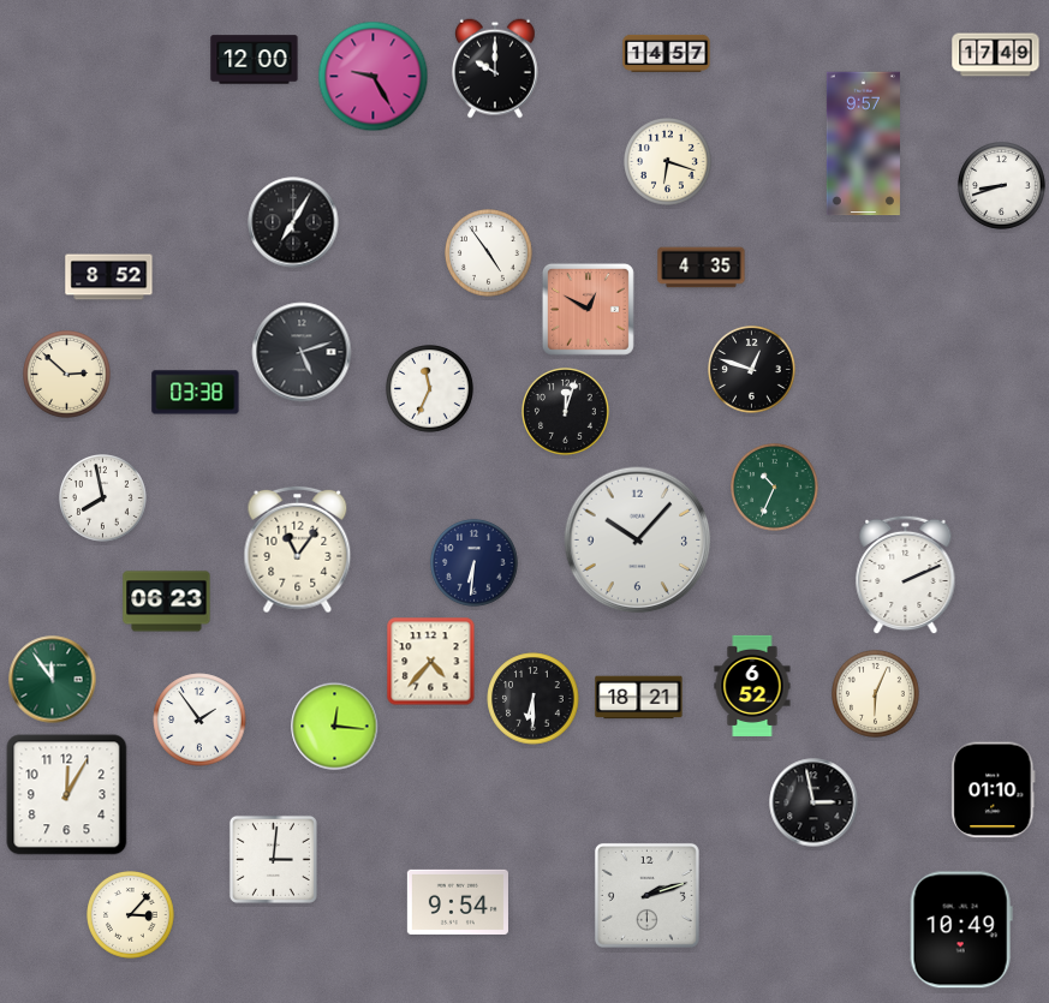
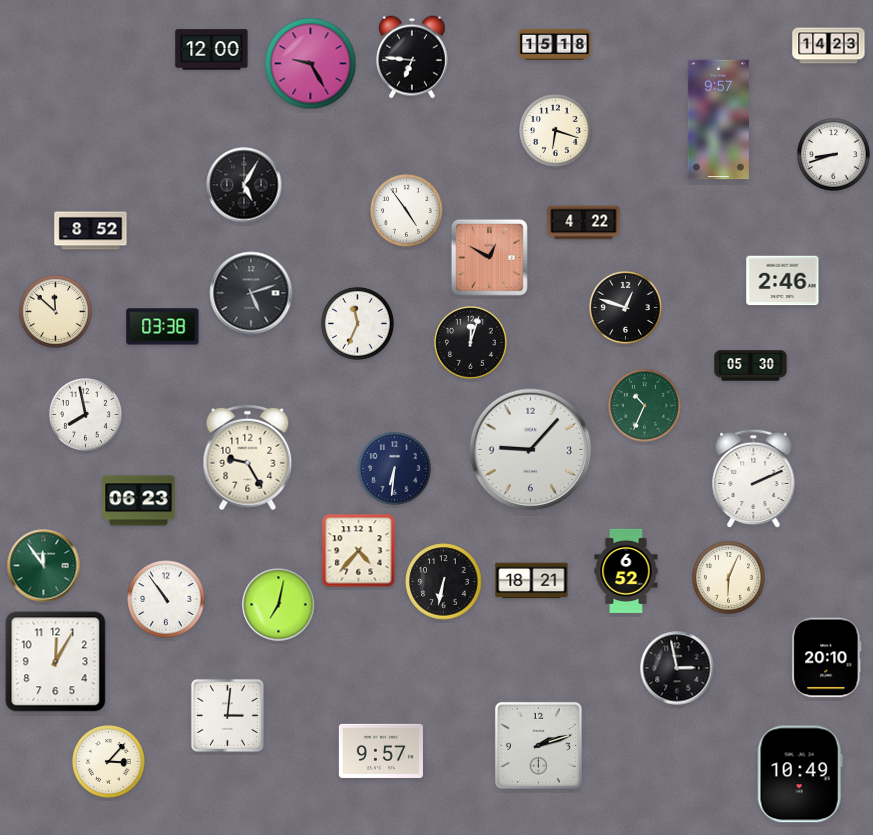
clock at (667, 53): 14:57 -> 15:18
clock at (996, 55): 17:49 -> 14:23
clock at (495, 68): 10:00 -> 6:46
clock at (668, 162) position: (668, 162) -> (556, 131)
clock at (293, 222): 7:05 -> 5:05
clock at (702, 268): 4:35 -> 4:22
clock at (783, 281): none -> 2:46
clock at (67, 375): 2:52 -> 11:52
clock at (751, 366): none -> 05:30
clock at (638, 541): 10:07 -> 9:07
clock at (298, 550): 11:06 -> 9:25
clock at (534, 699): 6:30 -> 6:32
clock at (199, 720): 1:54 -> 10:54
clock at (335, 727): 12:16 -> 7:02
clock at (994, 790): 01:10 -> 20:10
clock at (458, 902): 9:54 -> 9:57
